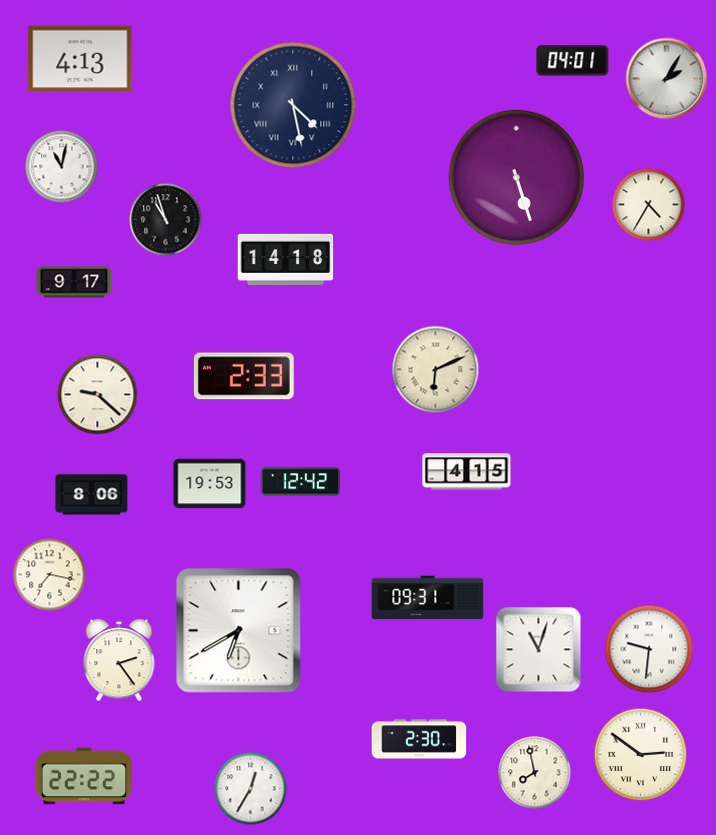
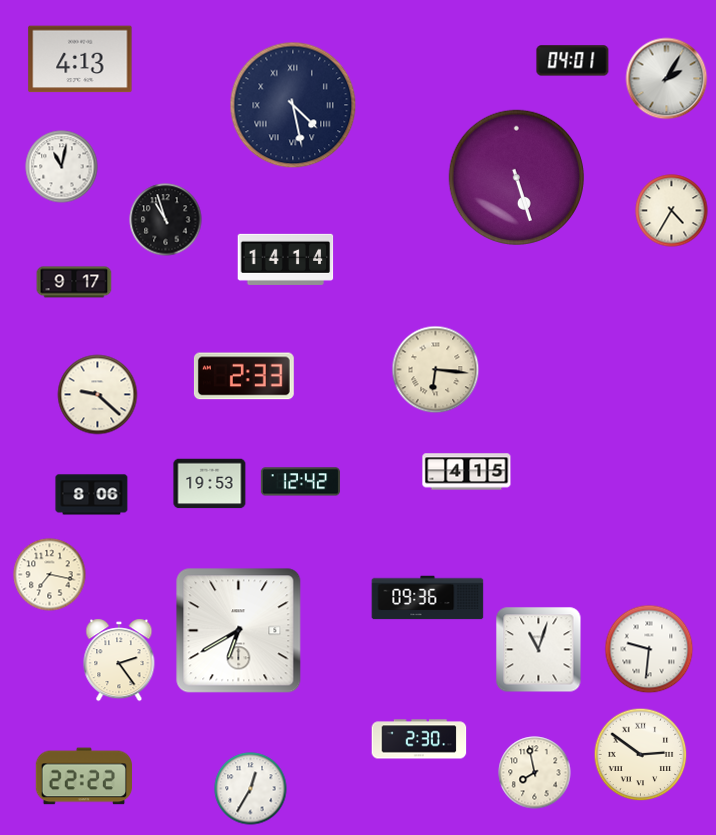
clock at (649, 205) position: (649, 205) -> (672, 211)
clock at (286, 259): 14:18 -> 14:14
clock at (436, 370): 6:11 -> 6:16
clock at (428, 598): 09:31 -> 09:36
